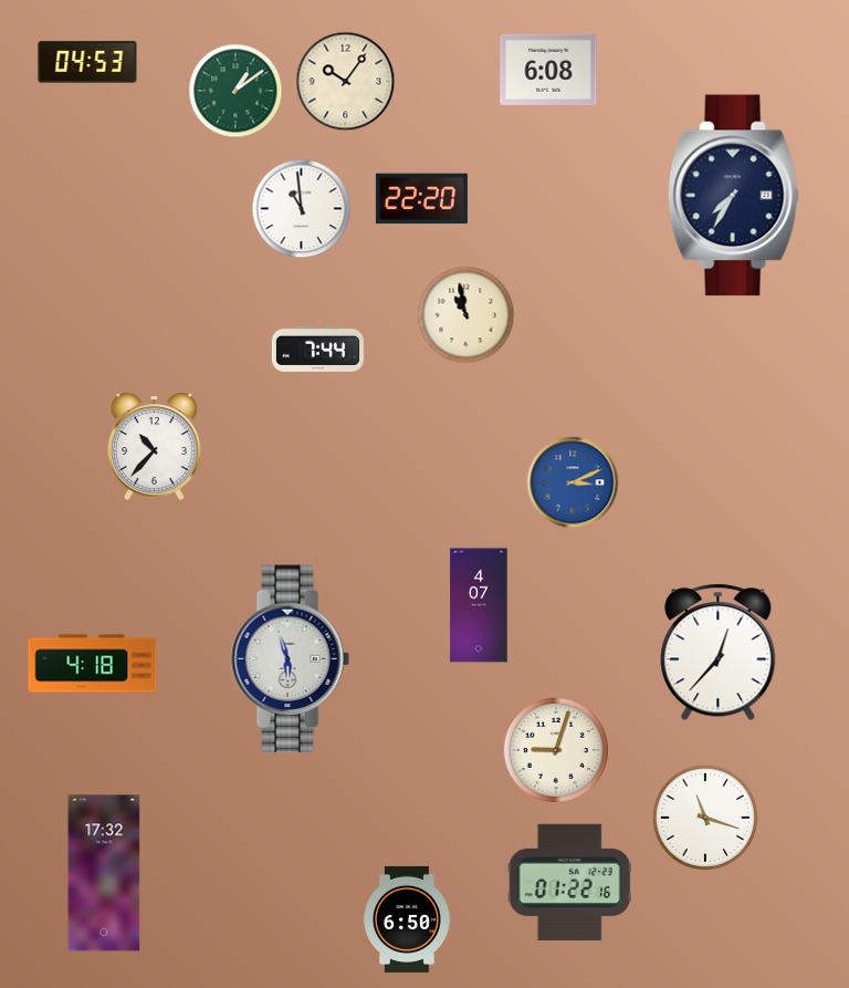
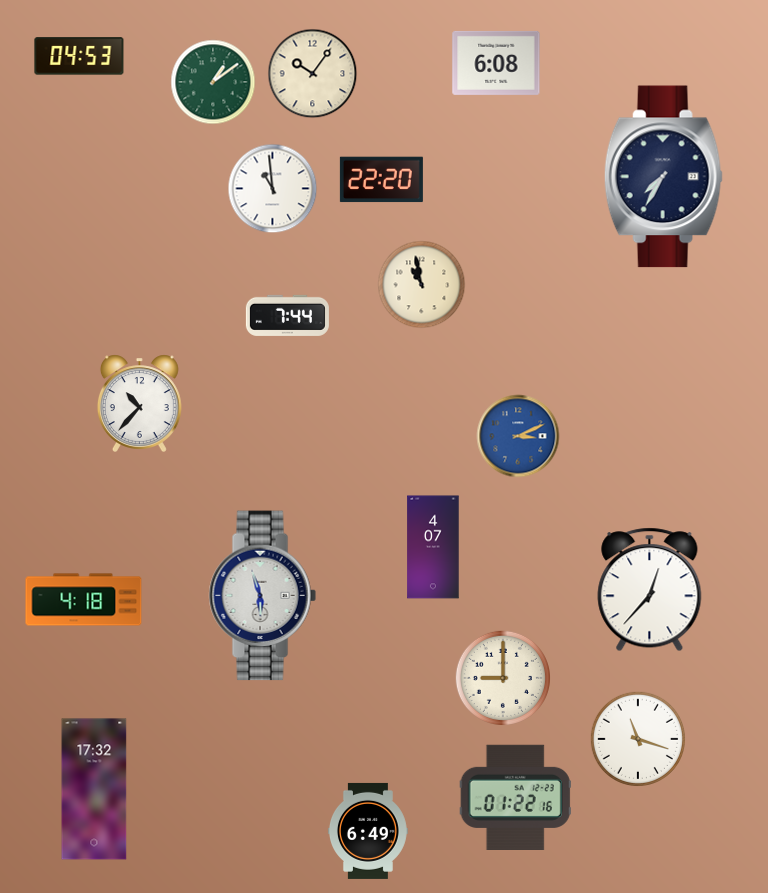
clock at (556, 750): 9:03 -> 9:00
clock at (407, 919): 6:50 -> 6:49
